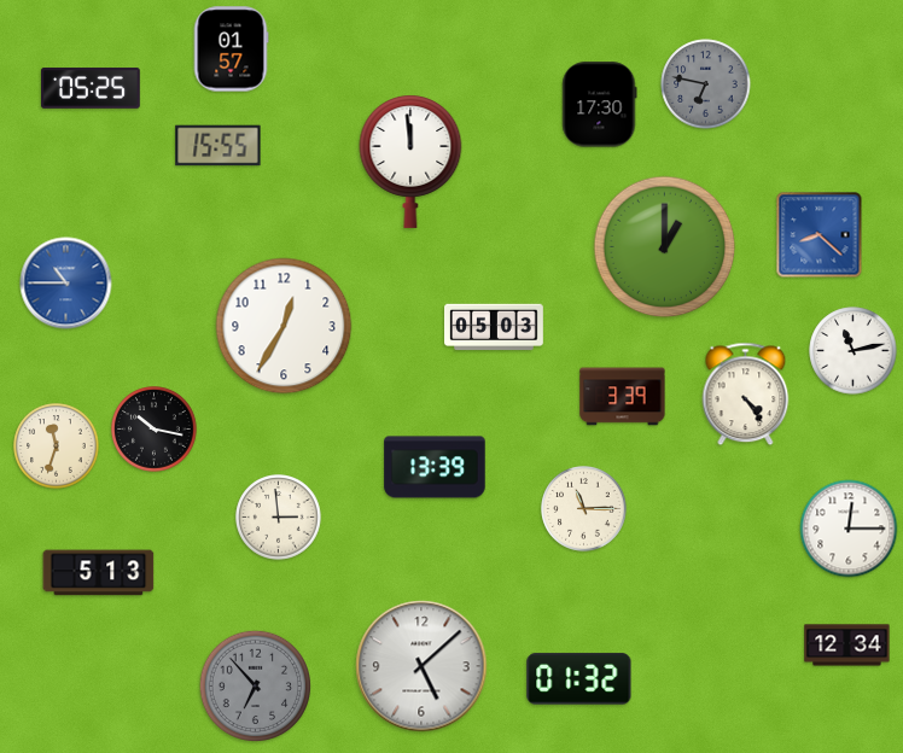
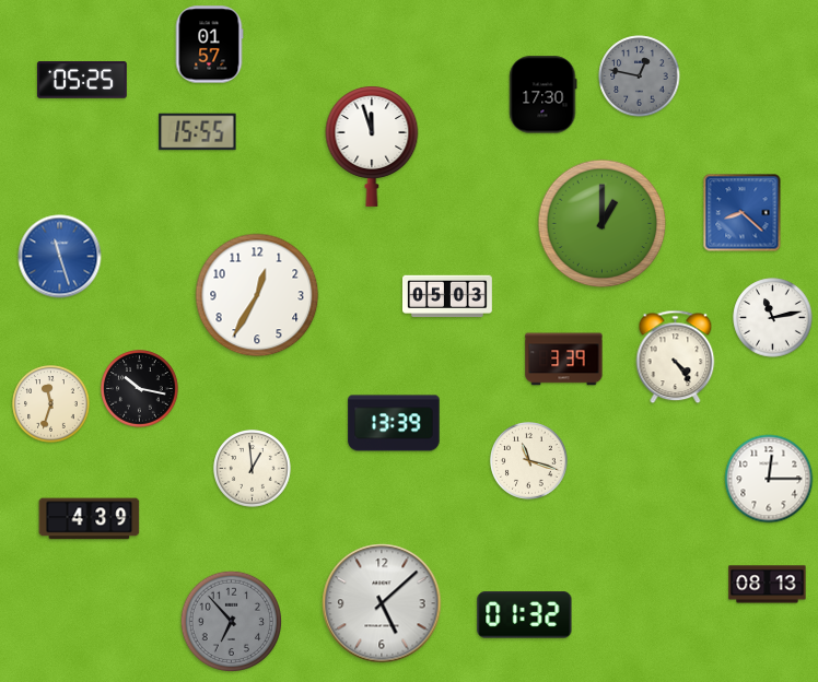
clock at (706, 84): 6:47 -> 12:47
clock at (410, 162): 11:59 -> 11:57
clock at (66, 284): 10:45 -> 11:27
clock at (584, 509): 11:15 -> 11:18
clock at (279, 518): 2:59 -> 12:59
clock at (99, 573): 5:13 -> 4:39
clock at (847, 646): 12:34 -> 08:13
